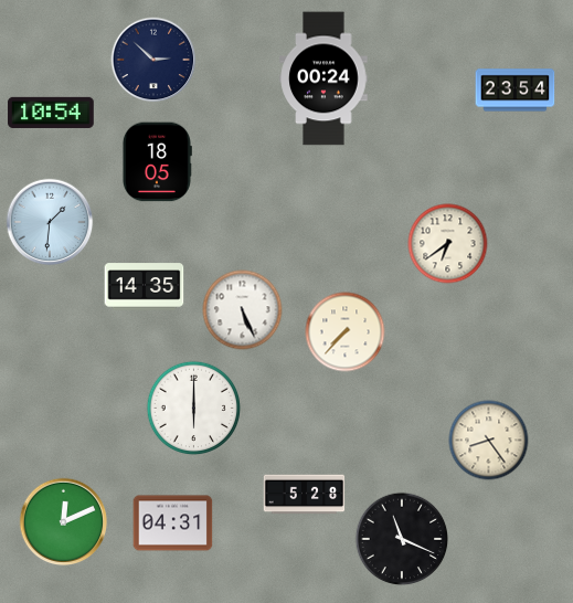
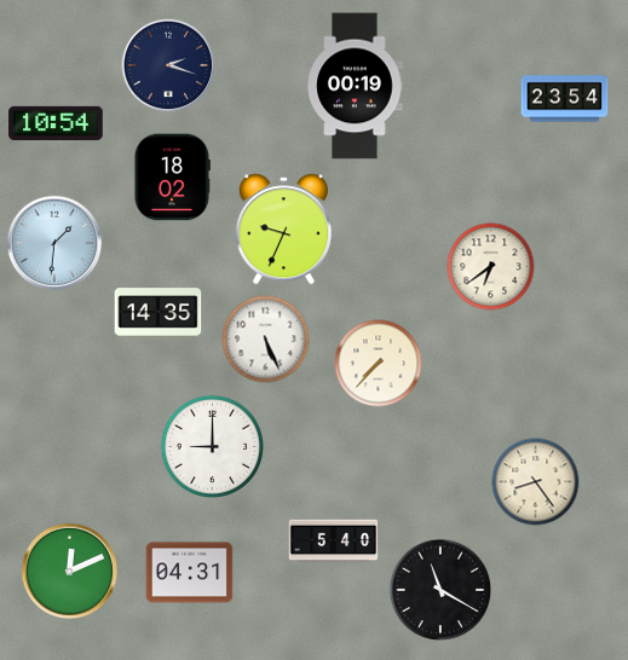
clock at (153, 60): 2:52 -> 2:18
clock at (323, 78): 00:24 -> 00:19
clock at (157, 162): 18:05 -> 18:02
clock at (283, 230): none -> 9:34
clock at (193, 408): 6:00 -> 9:00
clock at (305, 495): 5:28 -> 5:40
clock at (402, 539): 11:19 -> 11:20
